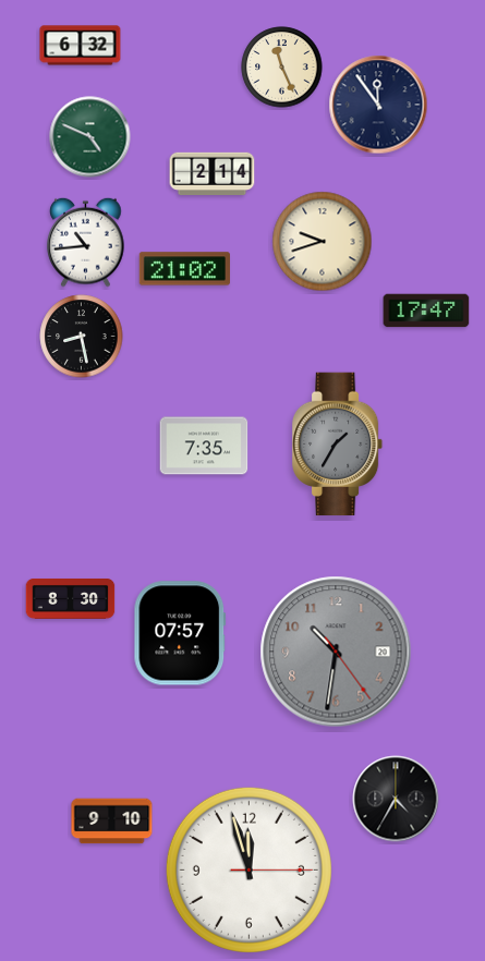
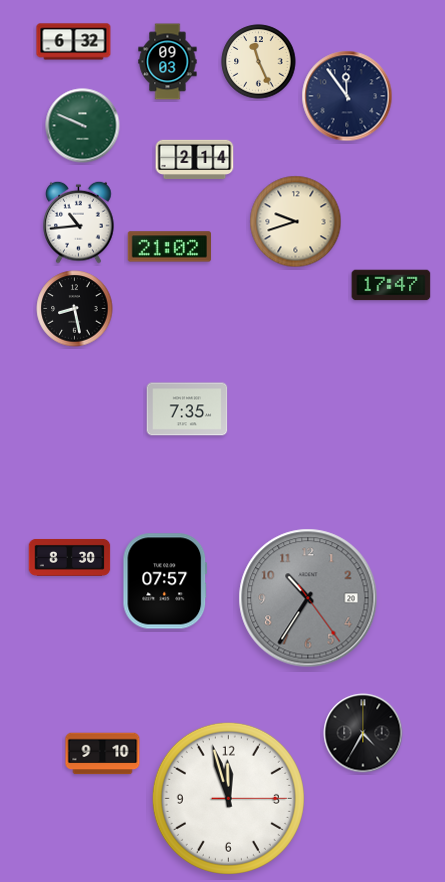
clock at (168, 62): none -> 09:03
clock at (90, 137): 4:49 -> 9:49
clock at (339, 445): 1:35 -> none
clock at (71, 598) position: (71, 598) -> (70, 557)
clock at (336, 652): 10:31 -> 10:35
